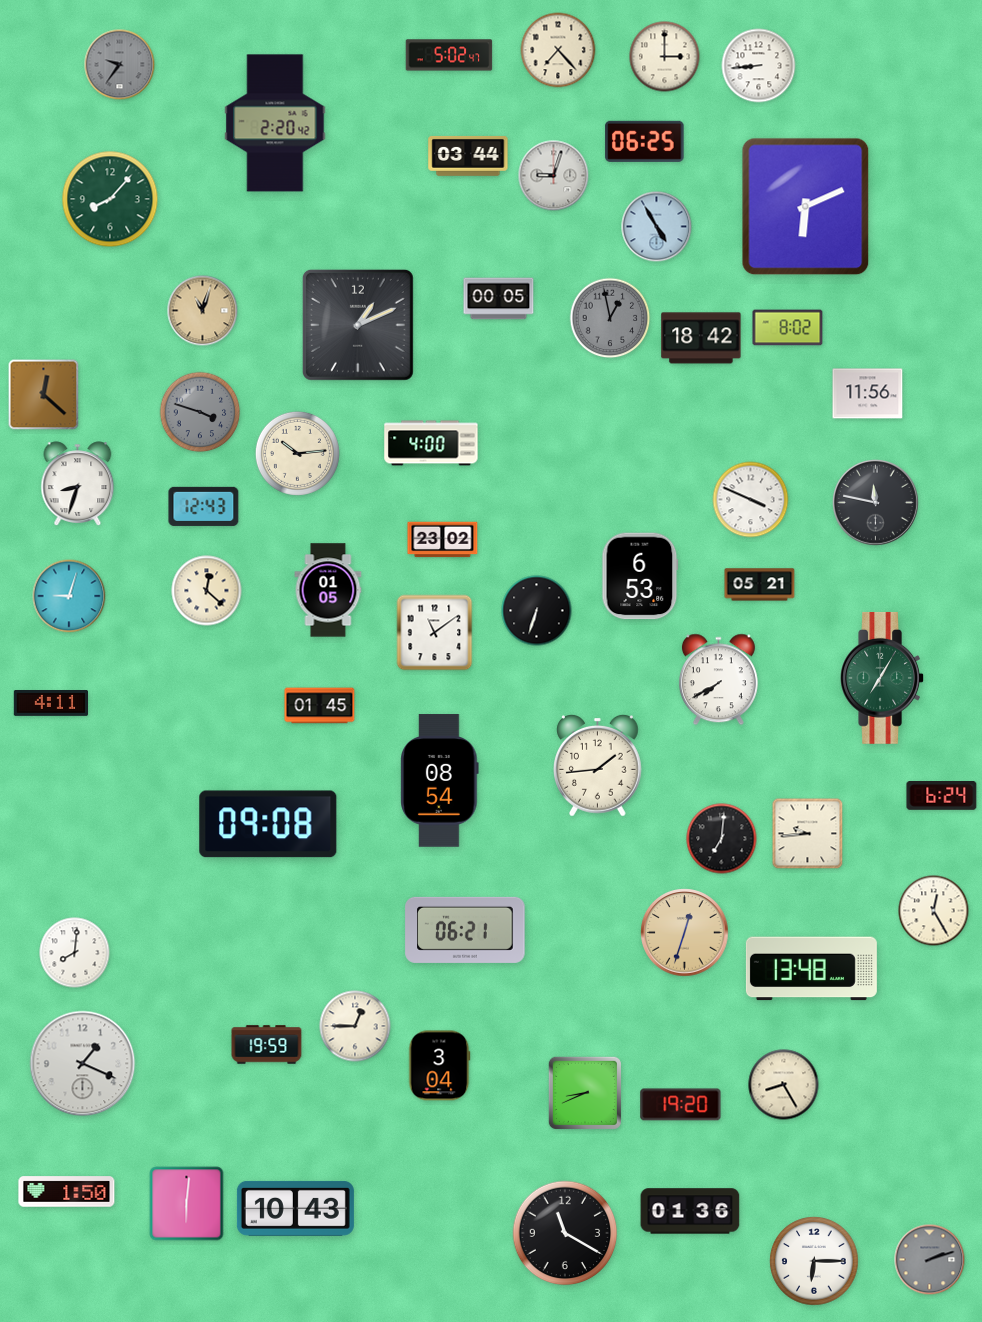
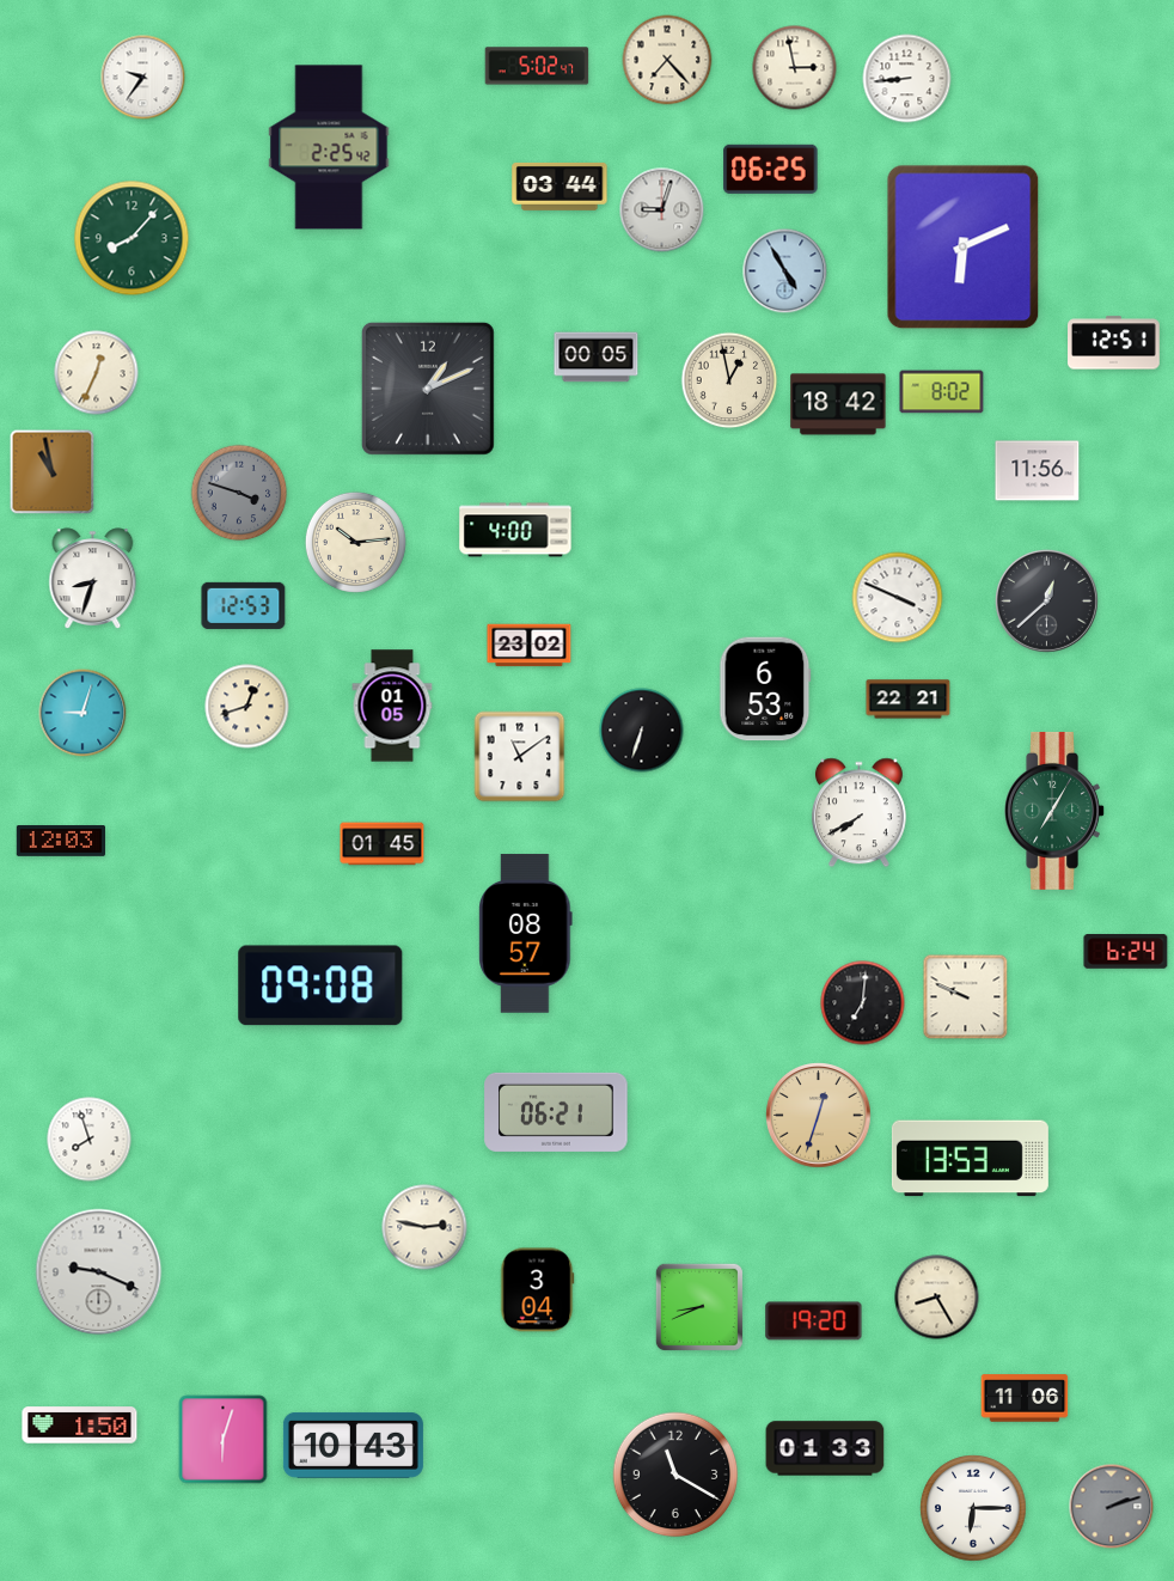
clock at (665, 57): 3:00 -> 2:58
clock at (120, 65) dial: grey -> white
clock at (275, 123): 2:20 -> 2:25
clock at (1114, 343): none -> 12:51
clock at (203, 311): 11:03 -> none
clock at (97, 373): none -> 12:34
clock at (610, 318) dial: grey -> cream
clock at (44, 395): 12:22 -> 10:58
clock at (876, 503): 11:47 -> 12:38
clock at (204, 506): 12:43 -> 12:53
clock at (760, 585): 05:21 -> 22:21
clock at (207, 591): 12:22 -> 12:42
clock at (50, 704): 4:11 -> 12:03
clock at (598, 766): 1:44 -> none
clock at (440, 781): 08:54 -> 08:57
clock at (808, 834): 9:44 -> 9:49
clock at (934, 911): 12:25 -> none
clock at (75, 953): 8:01 -> 7:57
clock at (811, 969): 13:48 -> 13:53
clock at (355, 1026): 12:45 -> 2:47
clock at (267, 1045): 19:59 -> none
clock at (83, 1064): 1:19 -> 9:19
clock at (440, 1066) position: (440, 1066) -> (538, 1290)
clock at (1025, 1398): none -> 11:06
clock at (187, 1204): 6:01 -> 6:03
clock at (690, 1211): 01:36 -> 01:33
